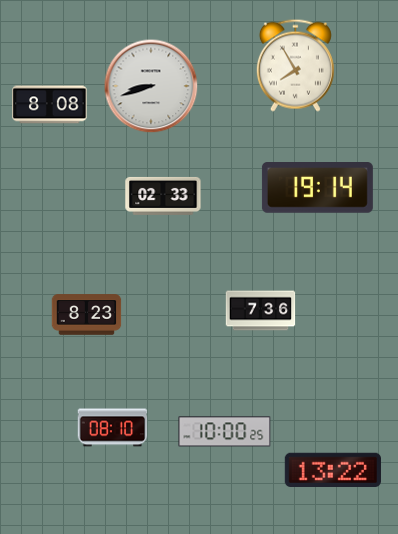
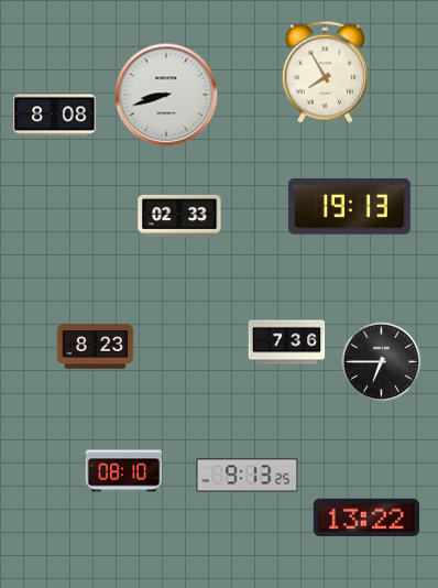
clock at (317, 188): 19:14 -> 19:13
clock at (382, 362): none -> 6:45
clock at (225, 432): 10:00 -> 9:13
